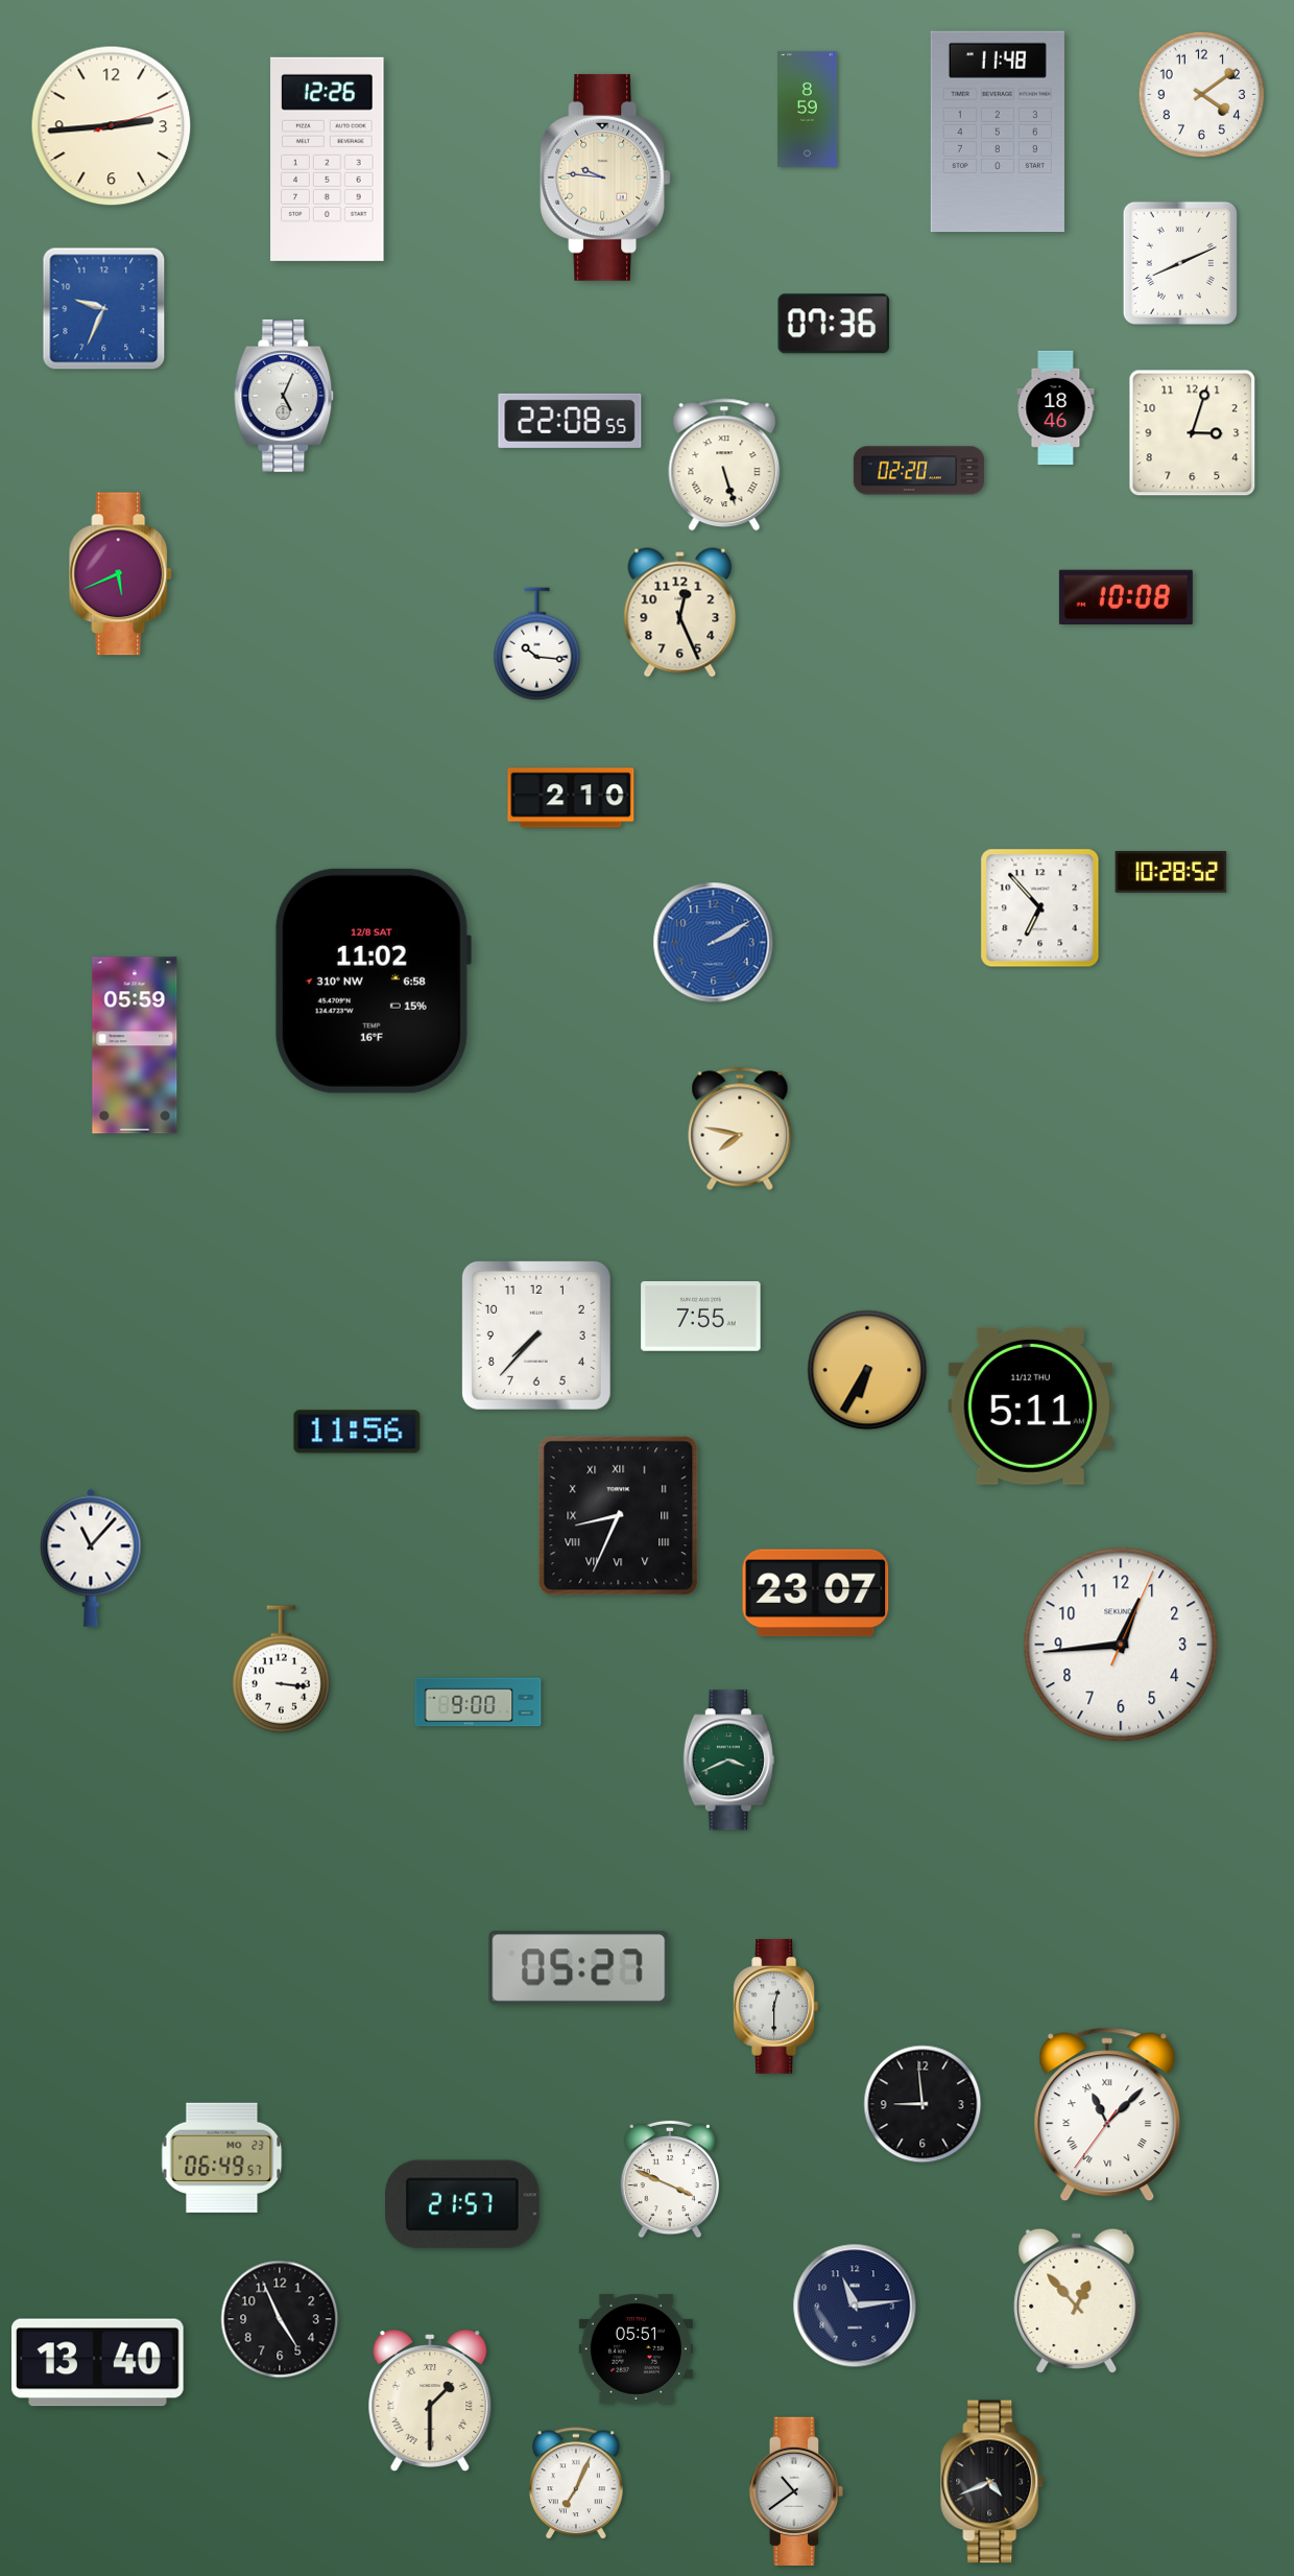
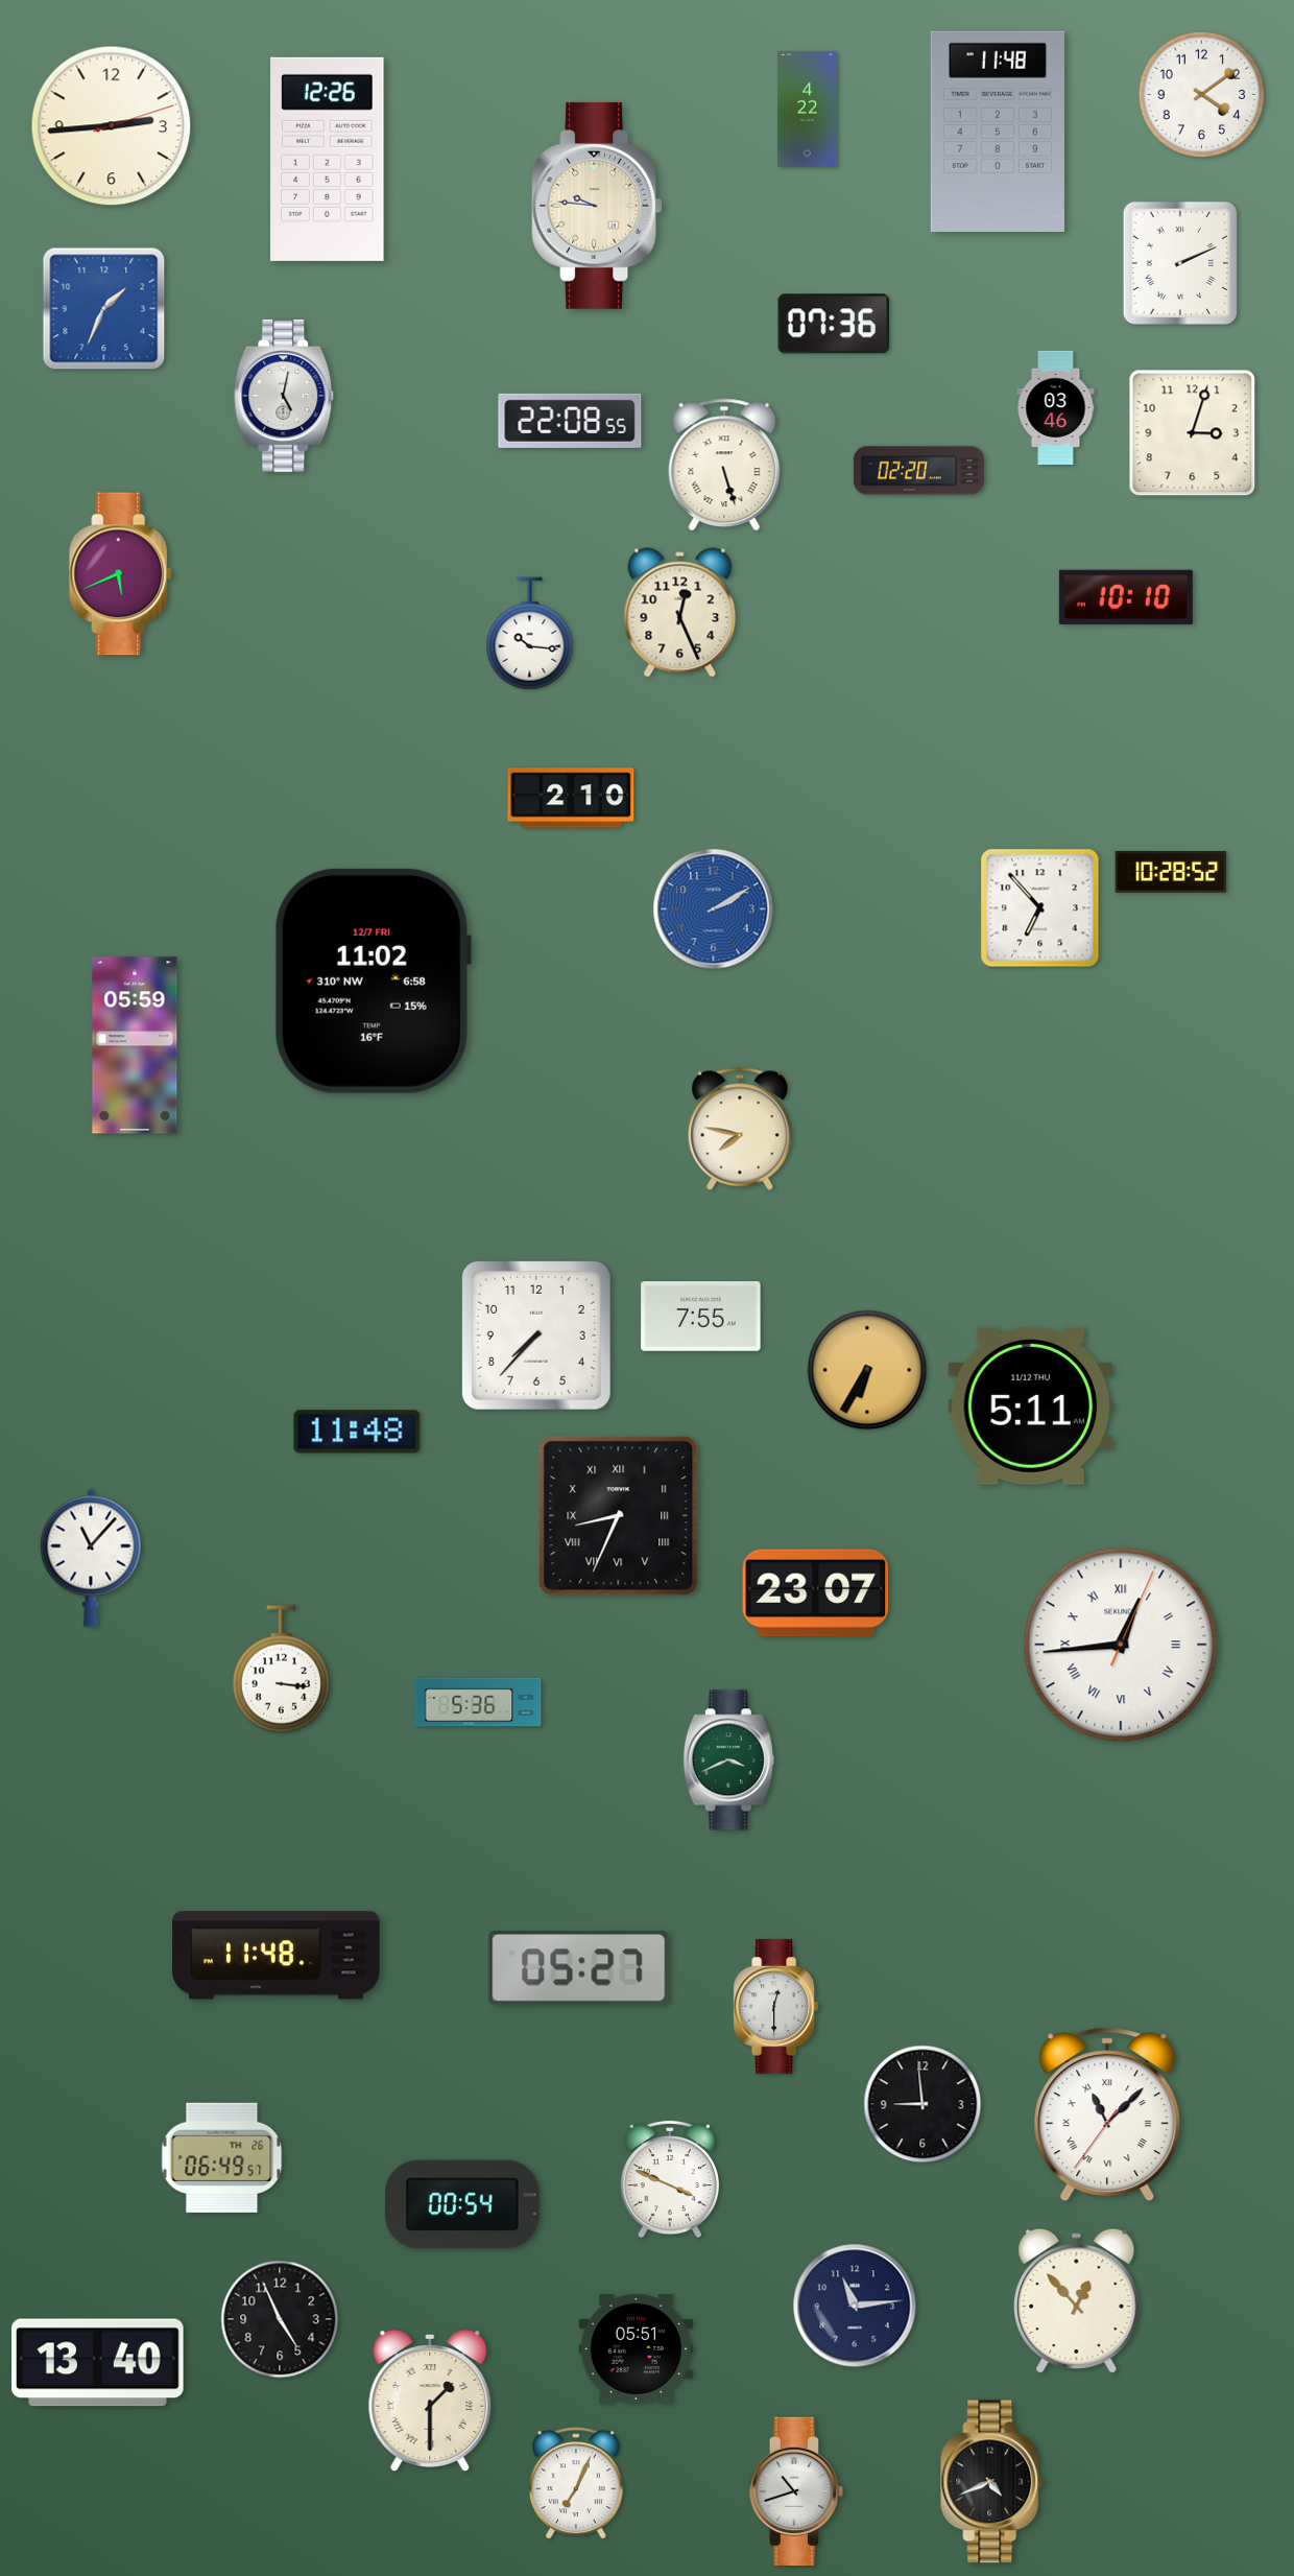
clock at (808, 109): 8:59 -> 4:22
clock at (605, 178) position: (605, 178) -> (597, 206)
clock at (1180, 263): 8:11 -> 2:11
clock at (104, 309): 9:34 -> 1:34
clock at (284, 396): 5:04 -> 5:02
clock at (1056, 407): 18:46 -> 03:46
clock at (1126, 596): 10:08 -> 10:10
clock at (537, 644) position: (537, 644) -> (530, 634)
clock at (714, 943) position: (714, 943) -> (714, 909)
clock at (373, 980) date: 12/8 SAT -> 12/7 FRI
clock at (357, 1432): 11:56 -> 11:48
clock at (1121, 1645) numerals: Arabic -> Roman
clock at (478, 1702): 9:00 -> 5:36
clock at (277, 1956): none -> 11:48
clock at (222, 2157) date: MO 23 -> TH 26
clock at (463, 2204): 21:57 -> 00:54
clock at (795, 2490): 10:39 -> 10:42
